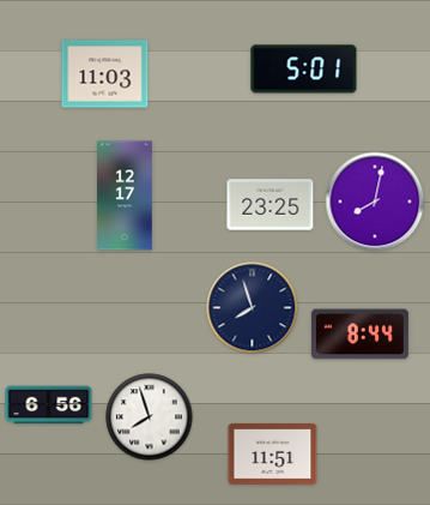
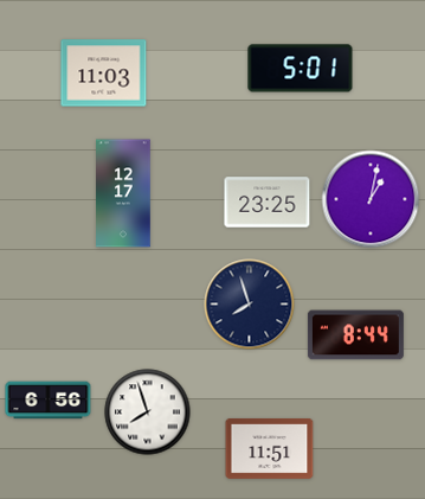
clock at (375, 202): 8:02 -> 1:02
clock at (359, 335) position: (359, 335) -> (355, 335)
